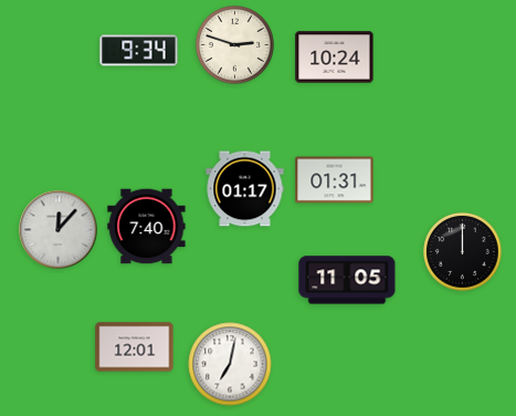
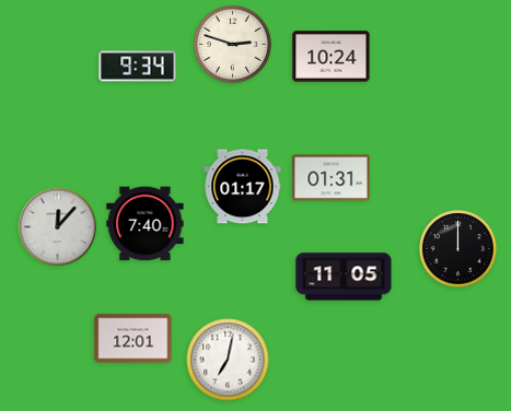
clock at (139, 51) position: (139, 51) -> (138, 67)
clock at (135, 347) position: (135, 347) -> (133, 339)
